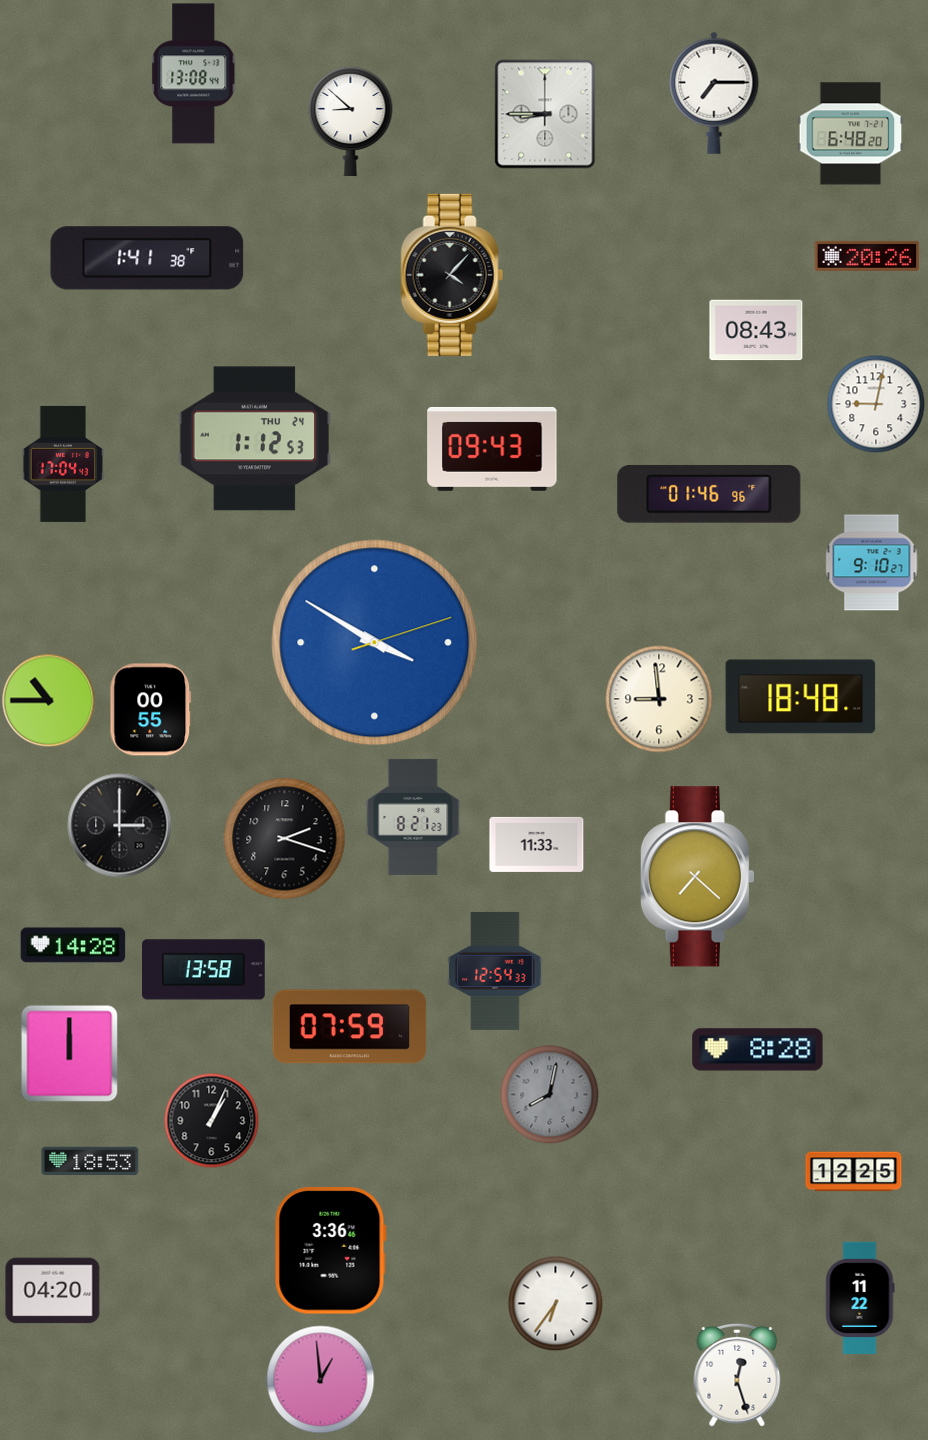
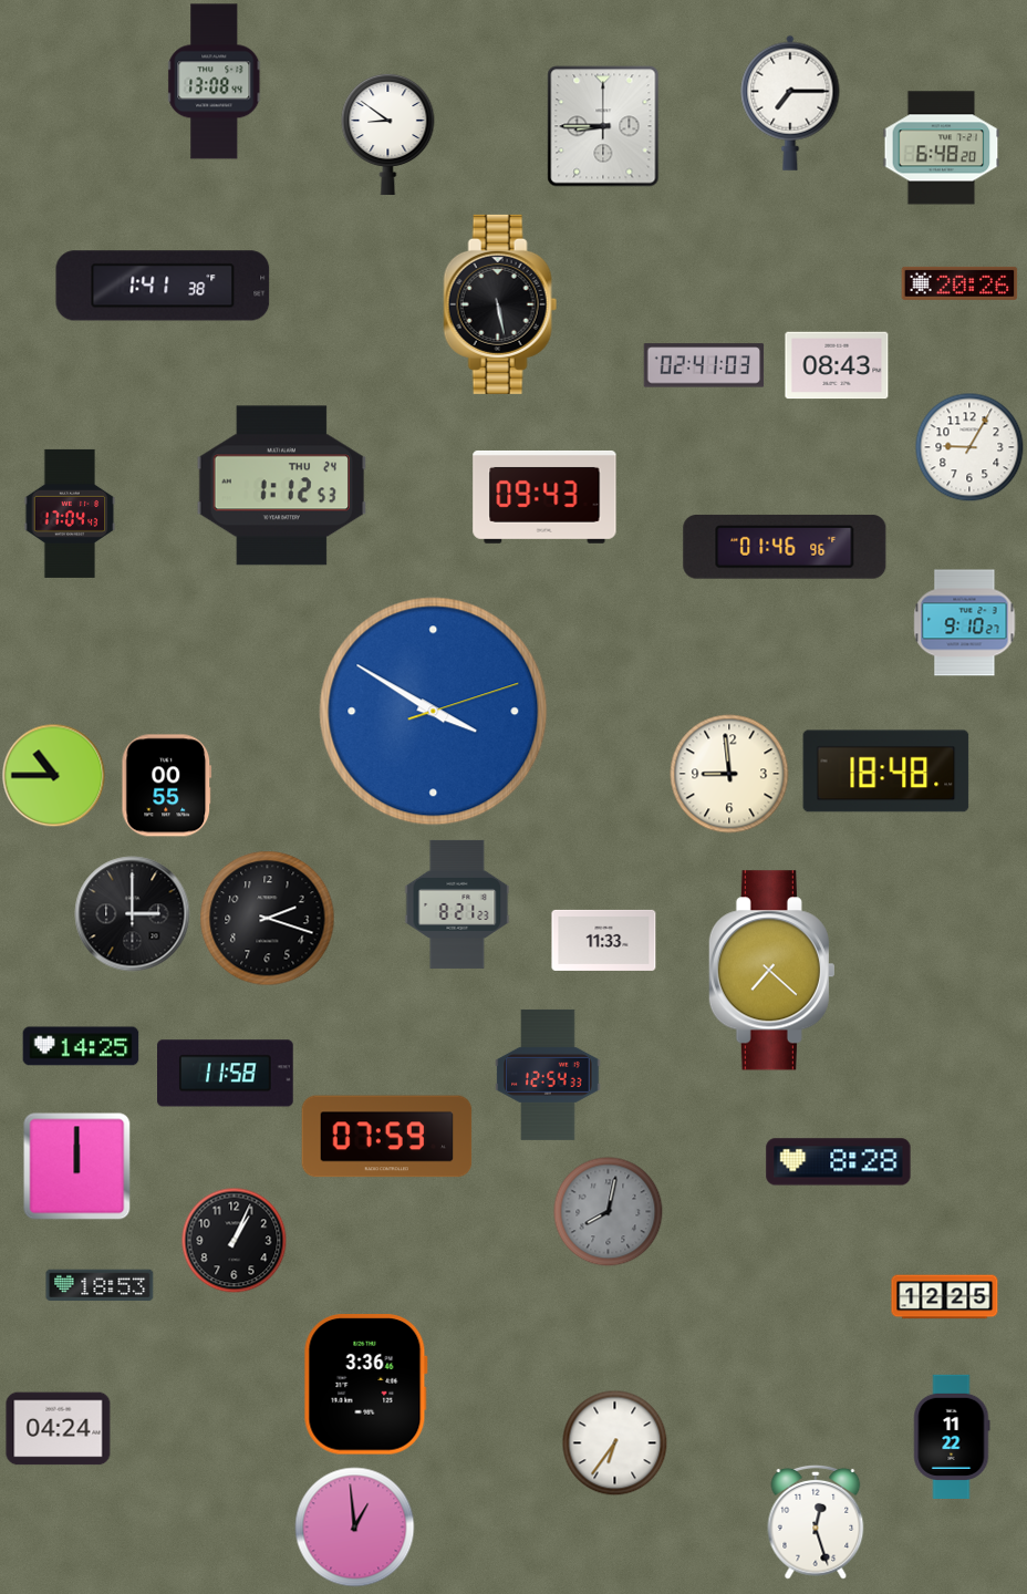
clock at (351, 121): 8:52 -> 8:51
clock at (452, 275): 4:07 -> 5:28
clock at (704, 365): none -> 02:41
clock at (876, 404): 9:02 -> 9:05
clock at (375, 643) position: (375, 643) -> (434, 712)
clock at (285, 839) position: (285, 839) -> (268, 919)
clock at (537, 844) position: (537, 844) -> (604, 940)
clock at (73, 945): 14:28 -> 14:25
clock at (204, 970): 13:58 -> 11:58
clock at (53, 1291): 04:20 -> 04:24
